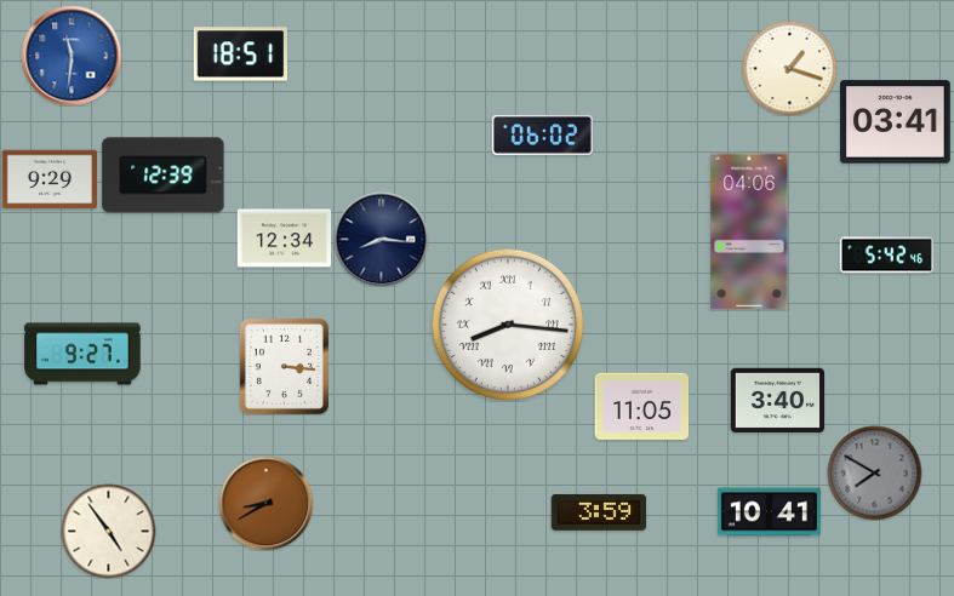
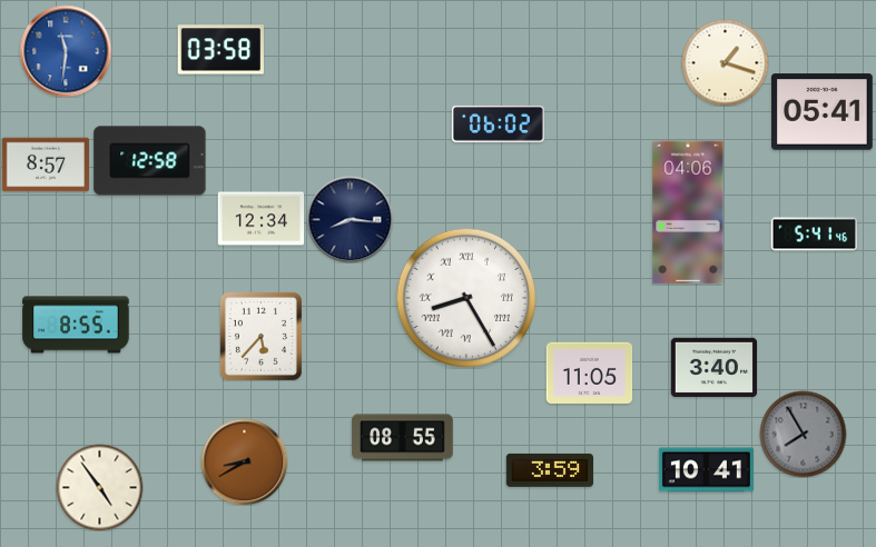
clock at (240, 55): 18:51 -> 03:58
clock at (896, 122): 03:41 -> 05:41
clock at (164, 176): 12:39 -> 12:58
clock at (50, 179): 9:29 -> 8:57
clock at (886, 256): 5:42 -> 5:41
clock at (508, 325): 8:16 -> 8:25
clock at (82, 354): 9:27 -> 8:55
clock at (284, 366): 3:16 -> 5:37
clock at (874, 472): 7:50 -> 7:55
clock at (403, 438): none -> 08:55
